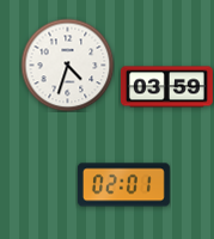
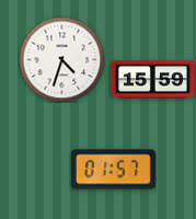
clock at (166, 87): 03:59 -> 15:59
clock at (123, 185): 02:01 -> 01:57
